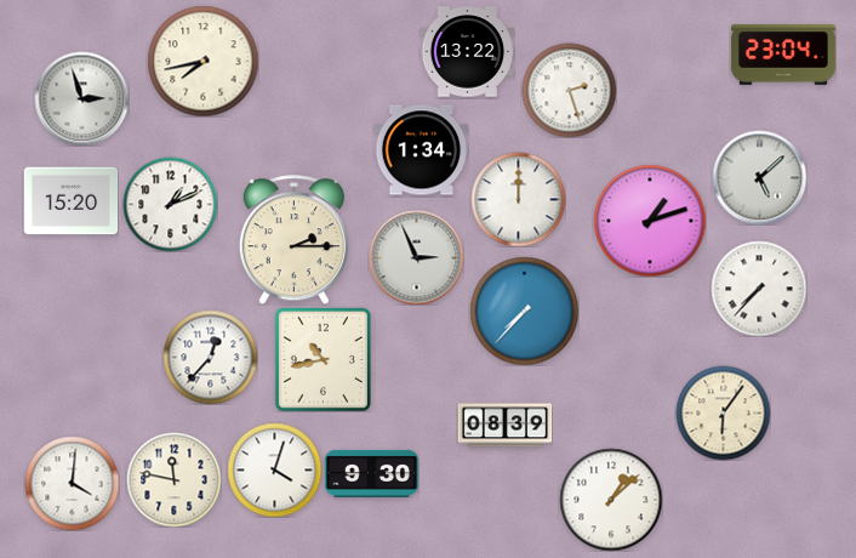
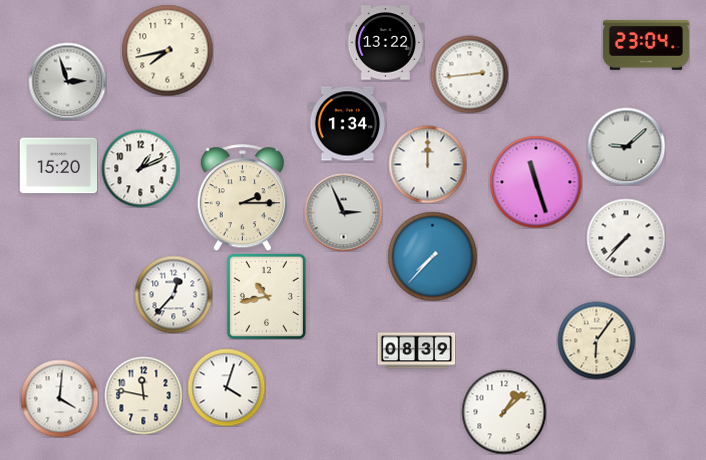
clock at (569, 90): 2:27 -> 2:44
clock at (759, 177): 5:08 -> 9:08
clock at (650, 221): 1:12 -> 11:27
clock at (371, 473): 9:30 -> none
